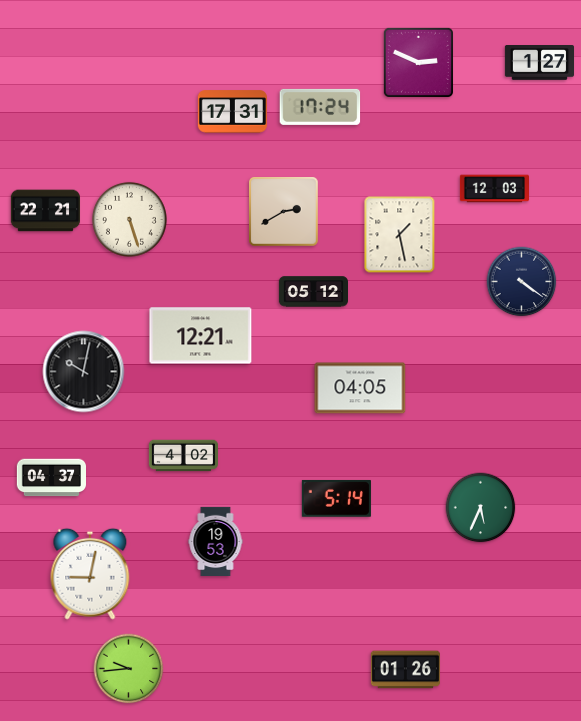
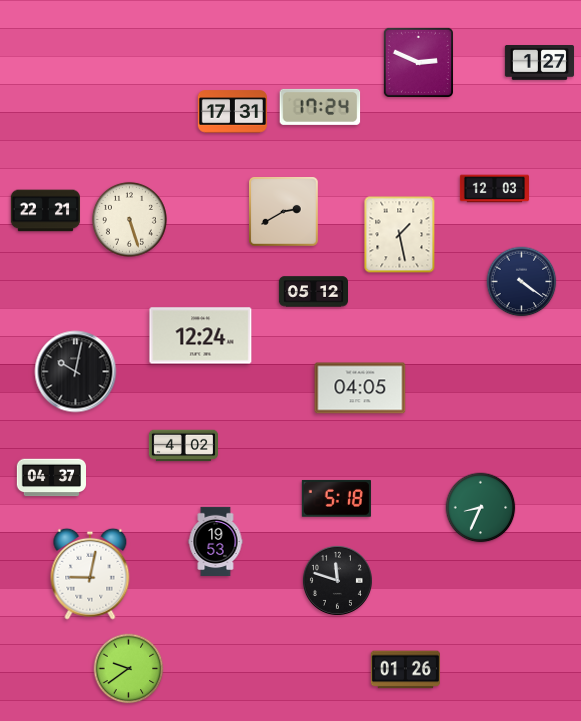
clock at (201, 336): 12:21 -> 12:24
clock at (84, 372) position: (84, 372) -> (76, 372)
clock at (183, 456) position: (183, 456) -> (183, 446)
clock at (336, 499): 5:14 -> 5:18
clock at (481, 508): 5:34 -> 8:34
clock at (337, 580): none -> 11:48
clock at (129, 669): 9:44 -> 9:39
